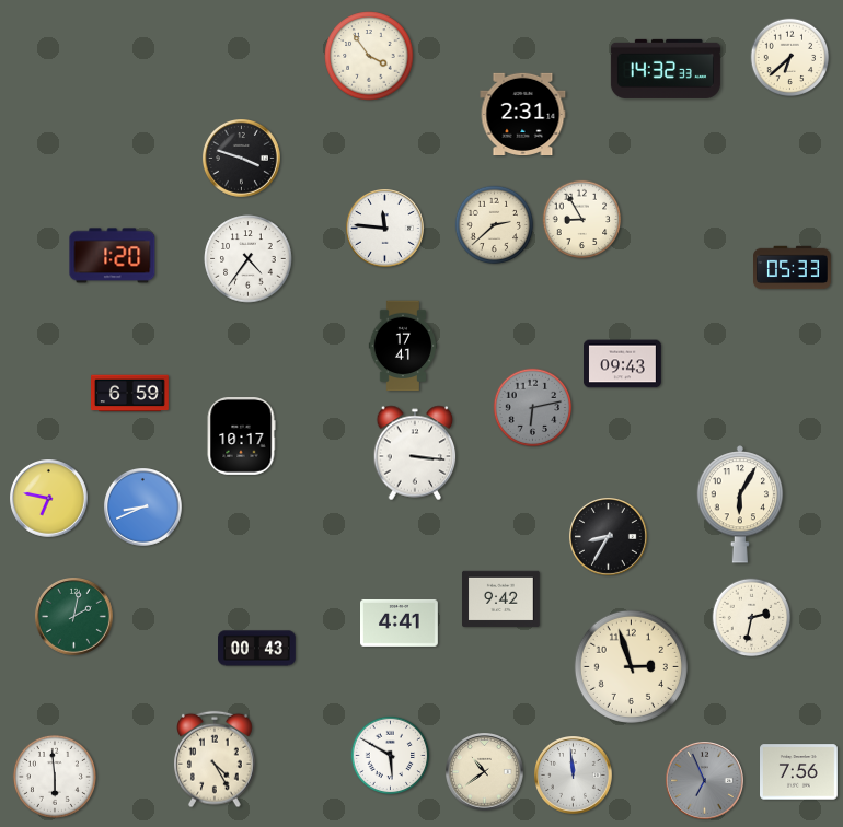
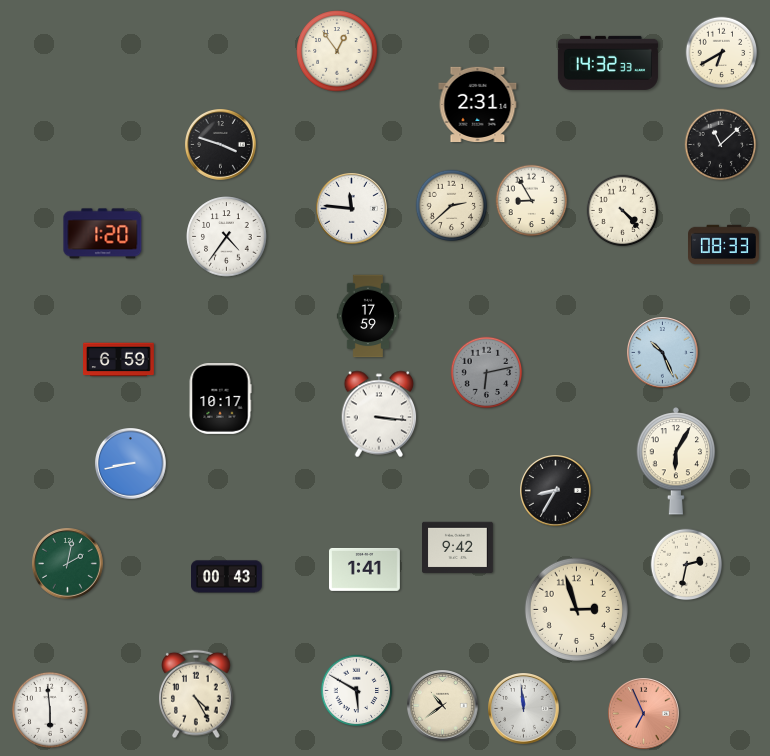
clock at (369, 56): 3:54 -> 12:54
clock at (790, 58): 6:38 -> 6:40
clock at (721, 145): none -> 11:08
clock at (623, 211): none -> 4:23
clock at (793, 268): 05:33 -> 08:33
clock at (402, 346): 17:41 -> 17:59
clock at (623, 364): 09:43 -> none
clock at (663, 353): none -> 10:26
clock at (49, 499): 6:47 -> none
clock at (143, 508): 8:41 -> 8:43
clock at (400, 622): 4:41 -> 1:41
clock at (257, 649) position: (257, 649) -> (227, 577)
clock at (799, 772): 7:56 -> none
clock at (705, 781) dial: grey -> salmon
